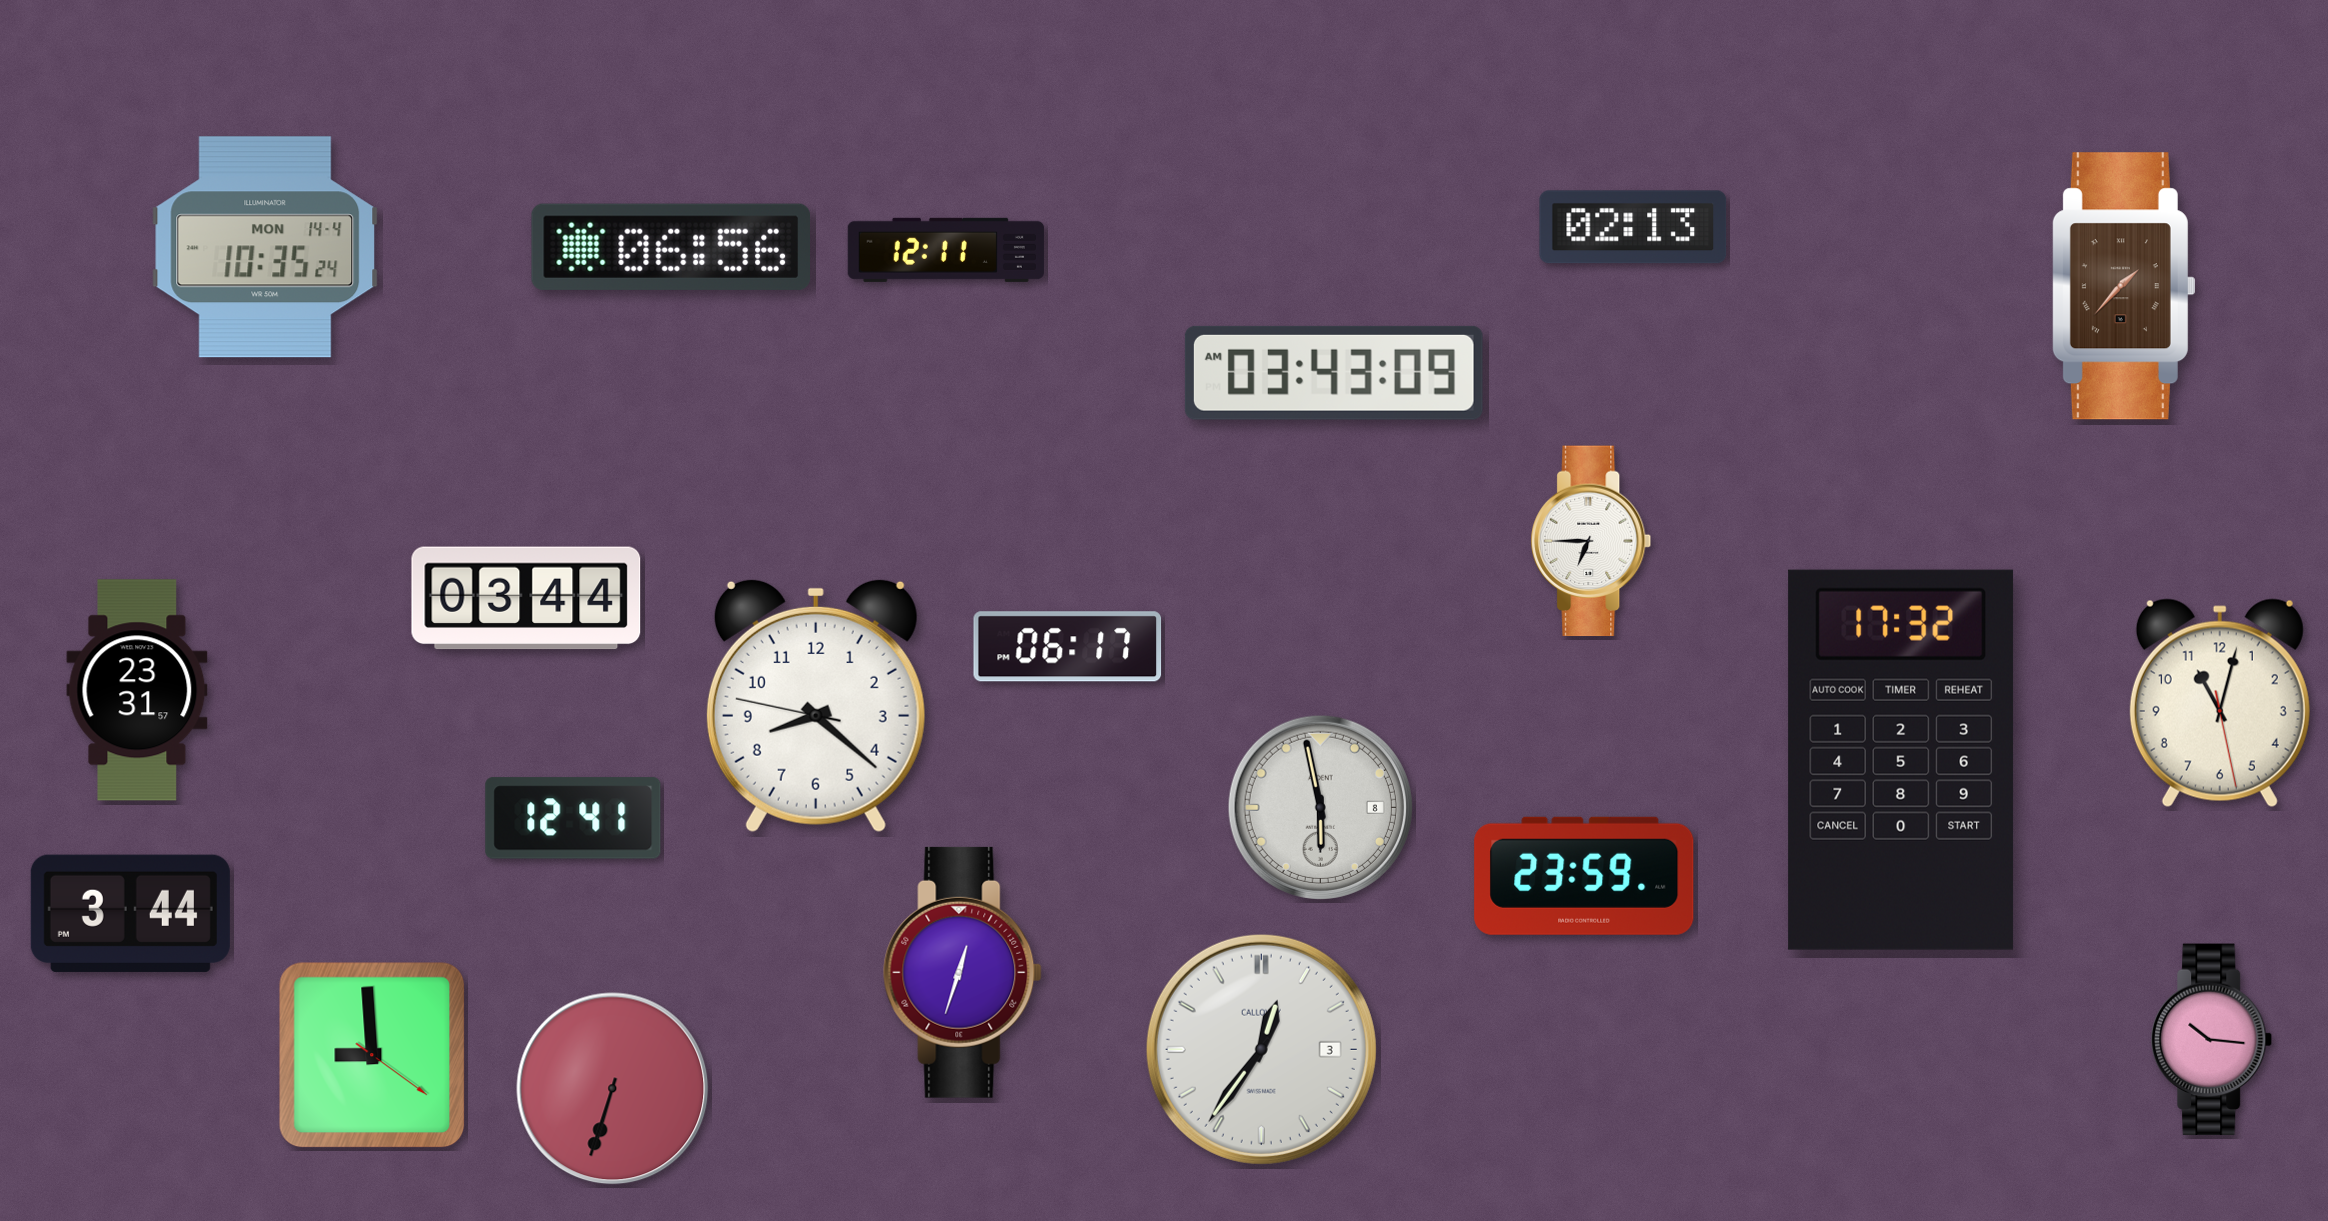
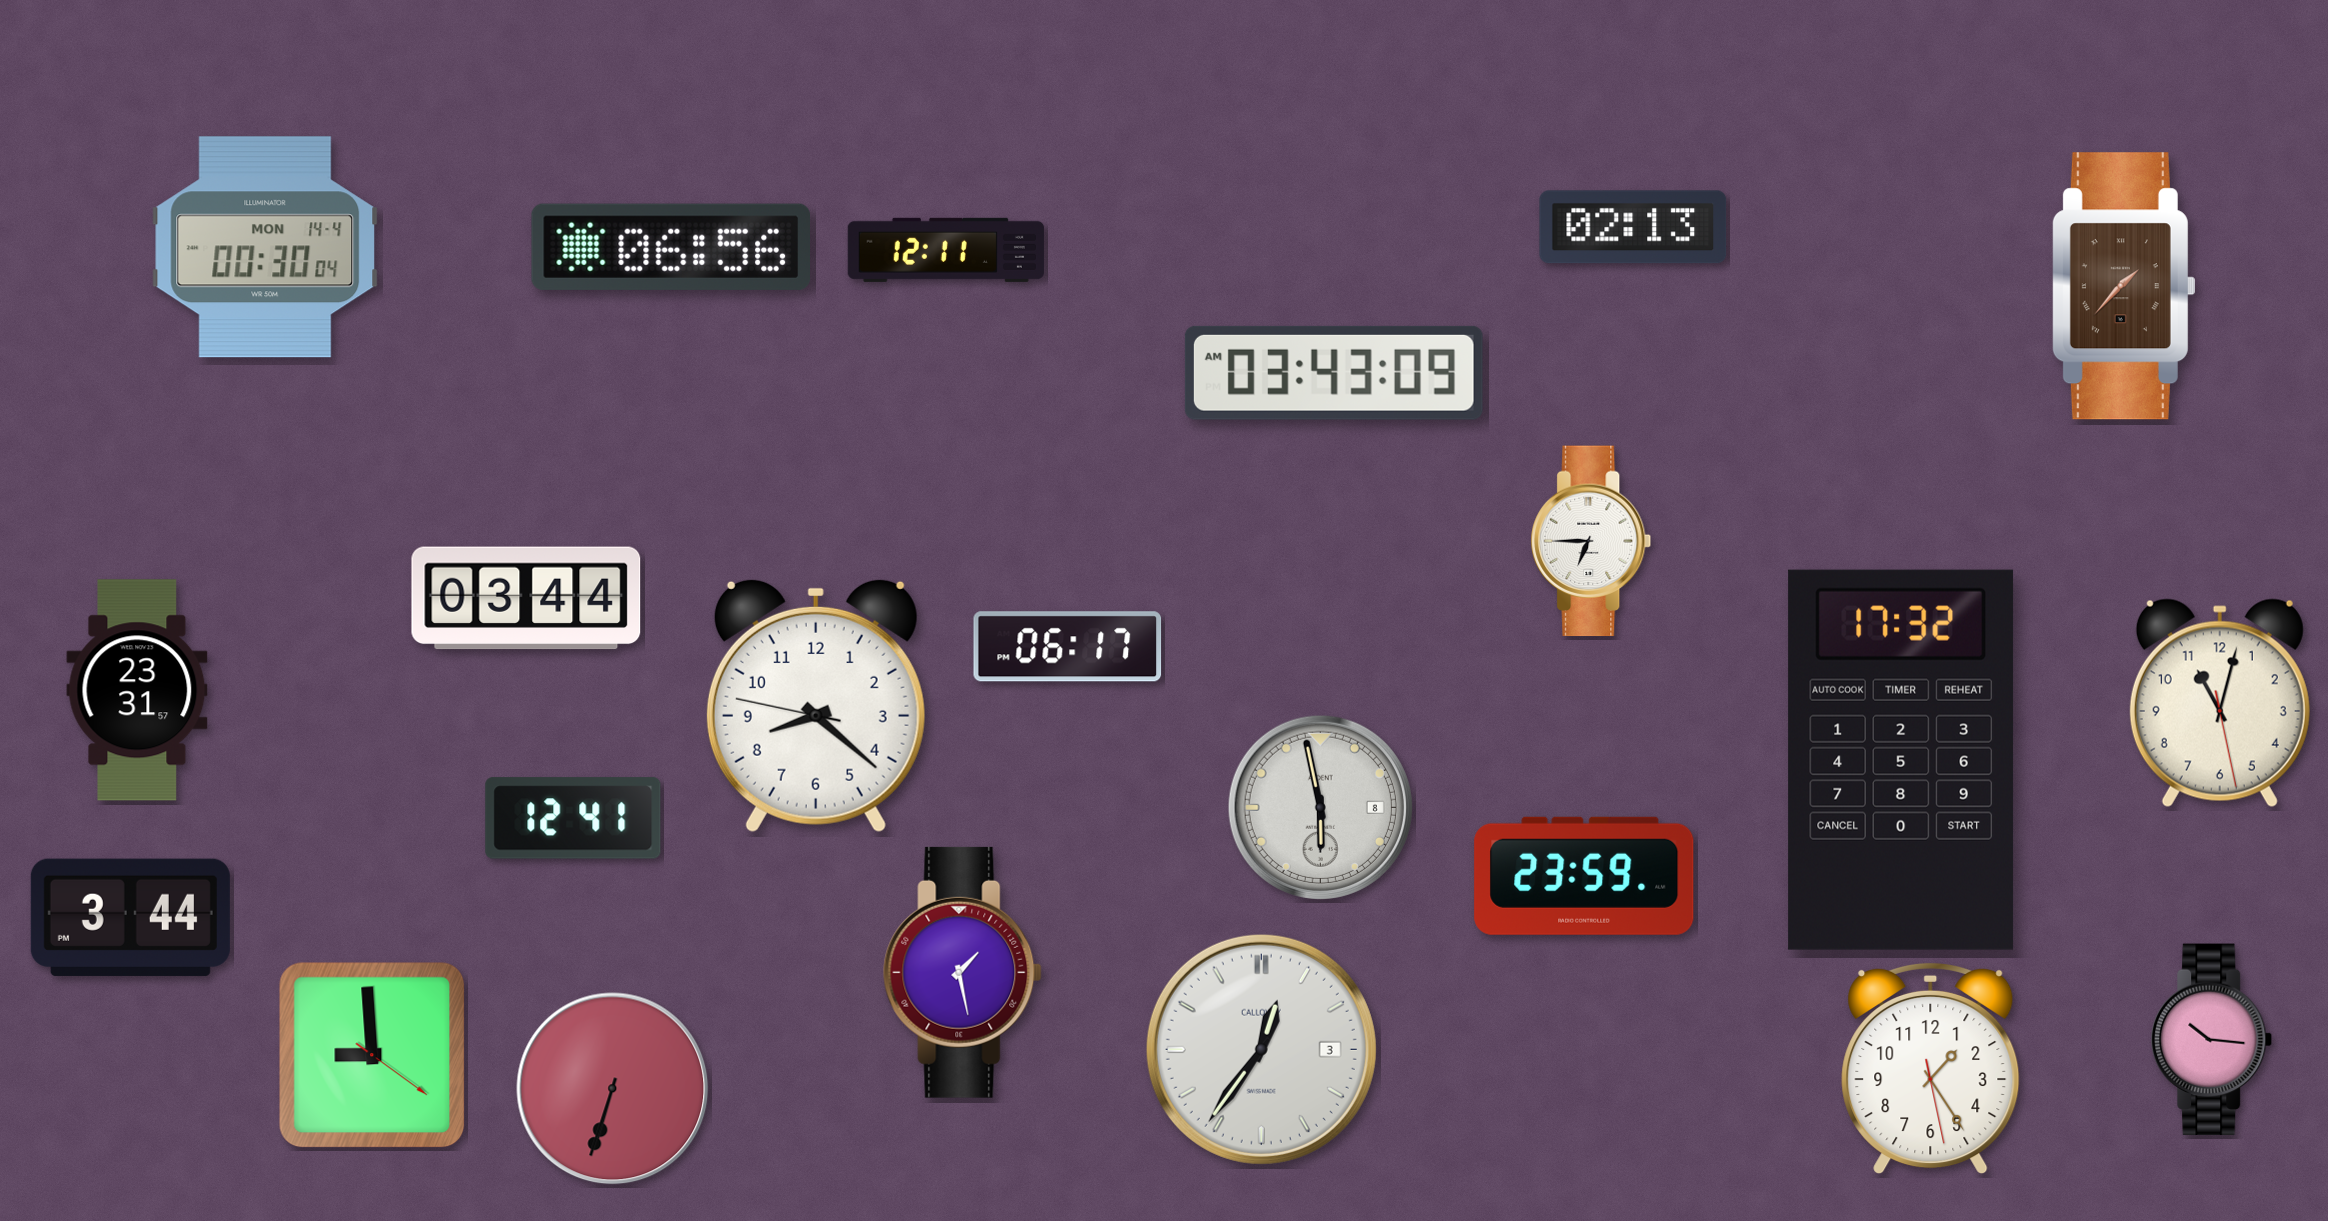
clock at (265, 247): 10:35 -> 00:30
clock at (130, 913) position: (130, 913) -> (130, 917)
clock at (963, 972): 12:33 -> 1:28
clock at (1931, 1069): none -> 1:24
